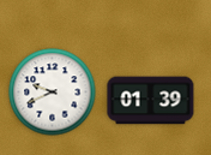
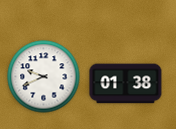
clock at (151, 101): 01:39 -> 01:38
